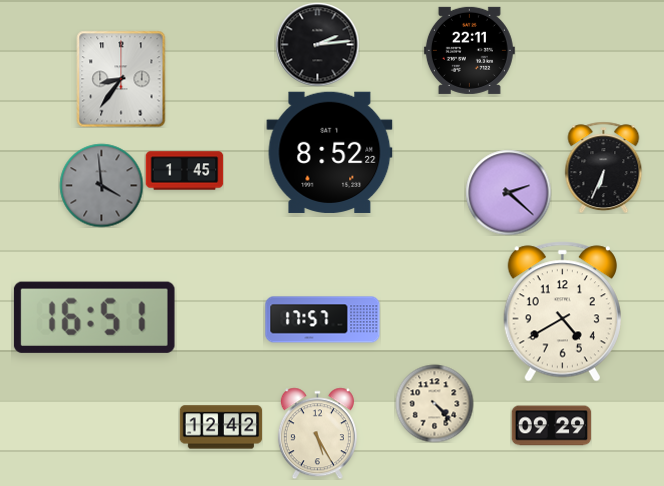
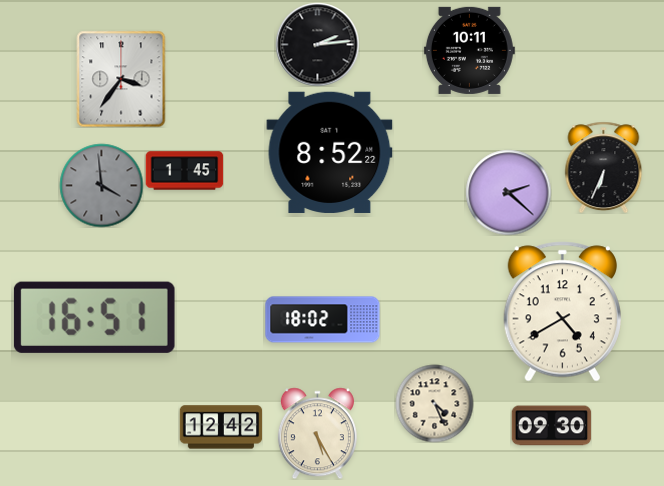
clock at (469, 50): 22:11 -> 10:11
clock at (121, 79): 8:36 -> 3:36
clock at (323, 320): 17:57 -> 18:02
clock at (434, 403): 4:23 -> 4:26
clock at (551, 426): 09:29 -> 09:30
